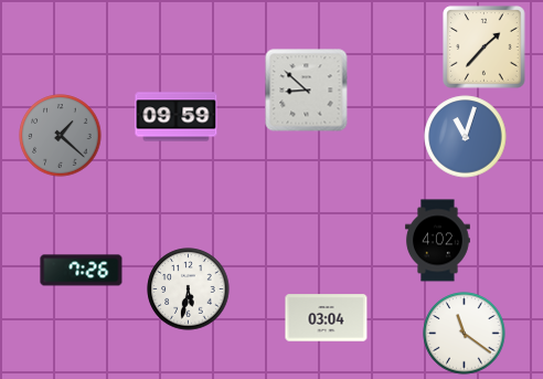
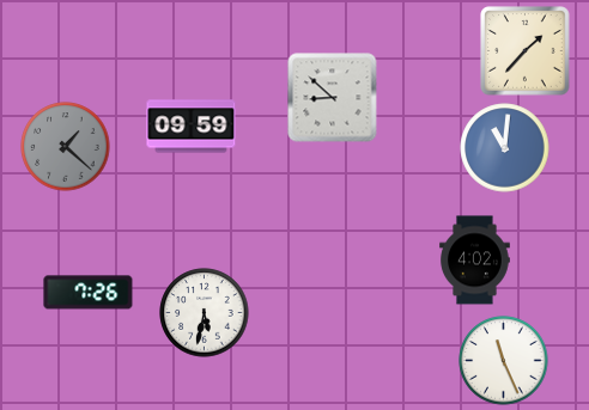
clock at (466, 137): 11:03 -> 11:01
clock at (327, 318): 03:04 -> none
clock at (465, 334): 11:21 -> 11:26
